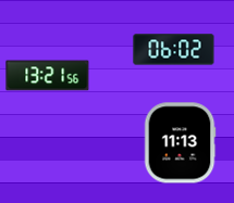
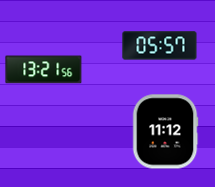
clock at (174, 50): 06:02 -> 05:57
clock at (180, 143): 11:13 -> 11:12
